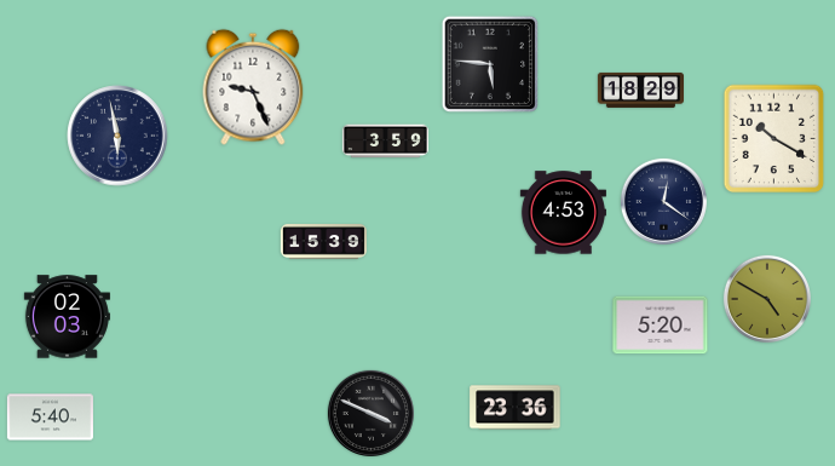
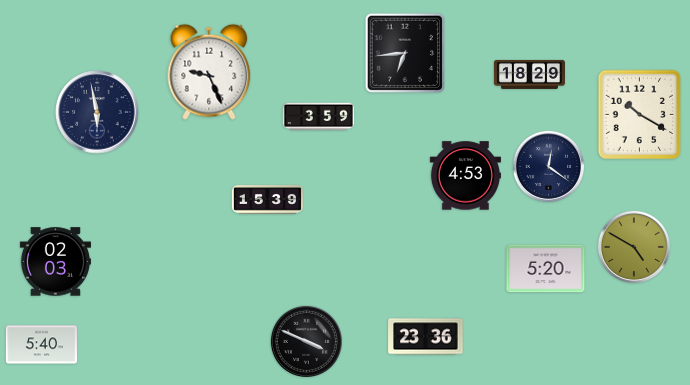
clock at (489, 63): 5:46 -> 6:44
